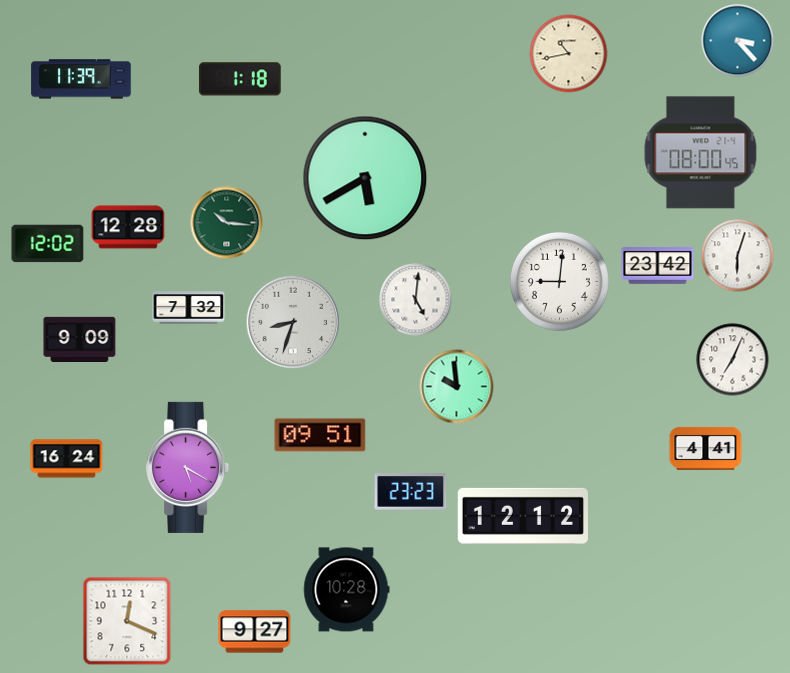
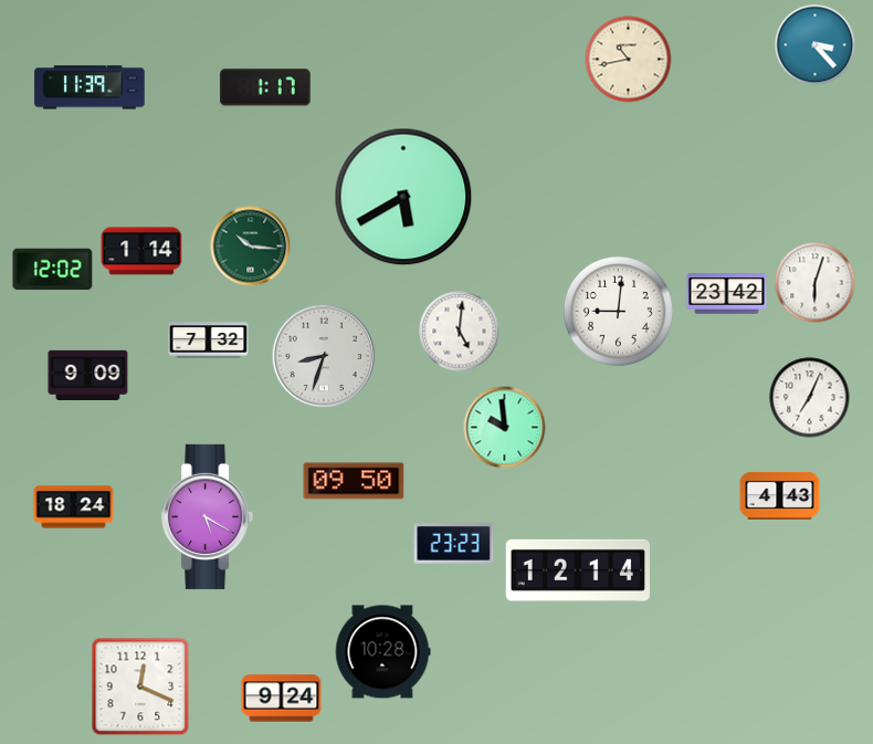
clock at (241, 79): 1:18 -> 1:17
clock at (701, 153): 08:00 -> none
clock at (128, 227): 12:28 -> 1:14
clock at (320, 435): 09:51 -> 09:50
clock at (706, 448): 4:41 -> 4:43
clock at (67, 459): 16:24 -> 18:24
clock at (523, 516): 12:12 -> 12:14
clock at (255, 632): 9:27 -> 9:24
